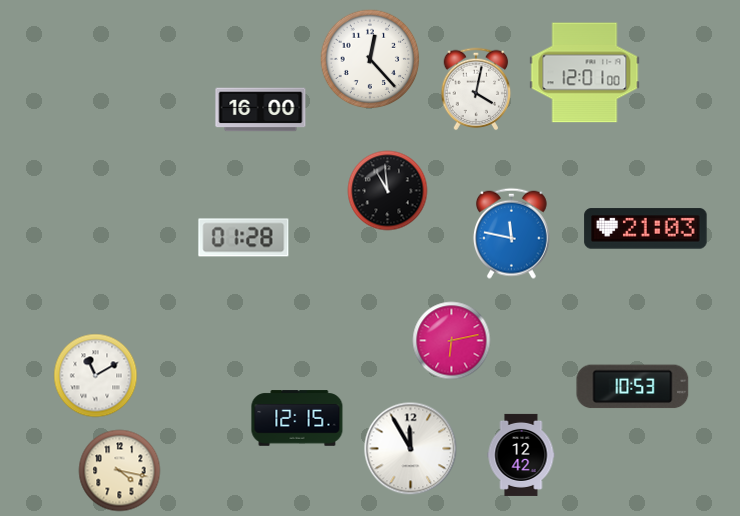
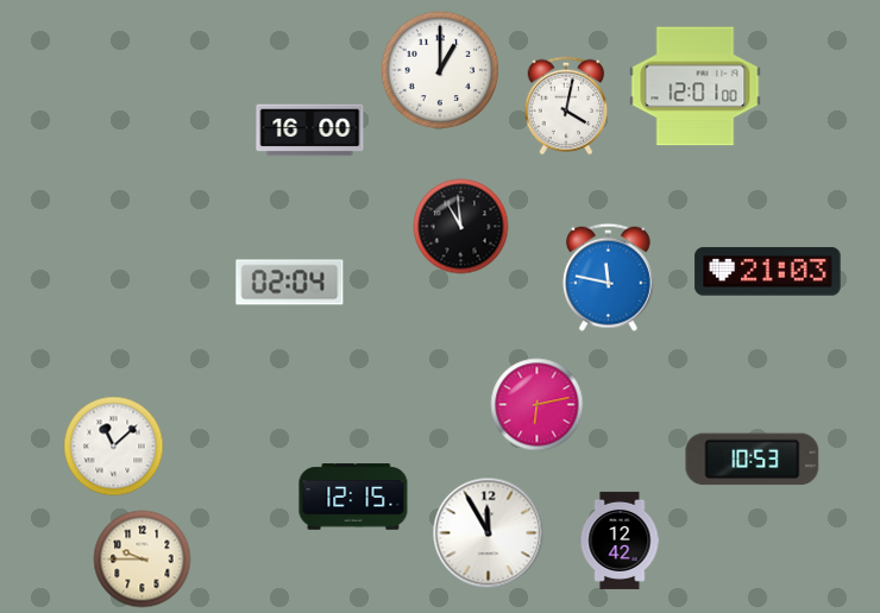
clock at (370, 59): 12:23 -> 1:00
clock at (244, 238): 01:28 -> 02:04
clock at (96, 376): 11:10 -> 11:08
clock at (120, 471): 4:17 -> 9:45
